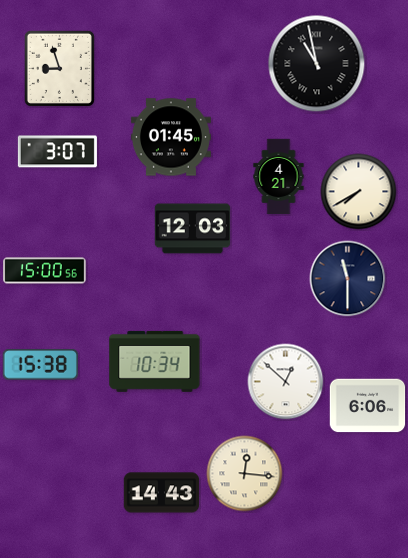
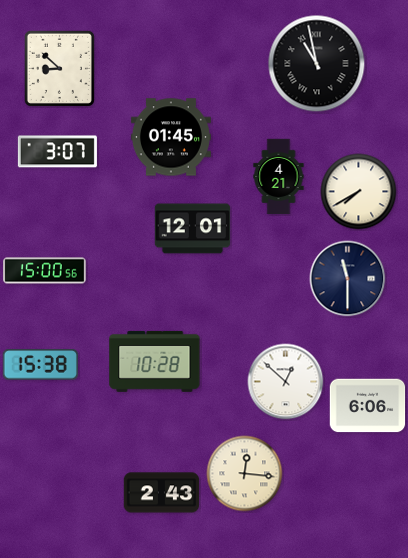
clock at (59, 68): 8:57 -> 8:52
clock at (193, 229): 12:03 -> 12:01
clock at (155, 361): 10:34 -> 10:28
clock at (162, 493): 14:43 -> 2:43
